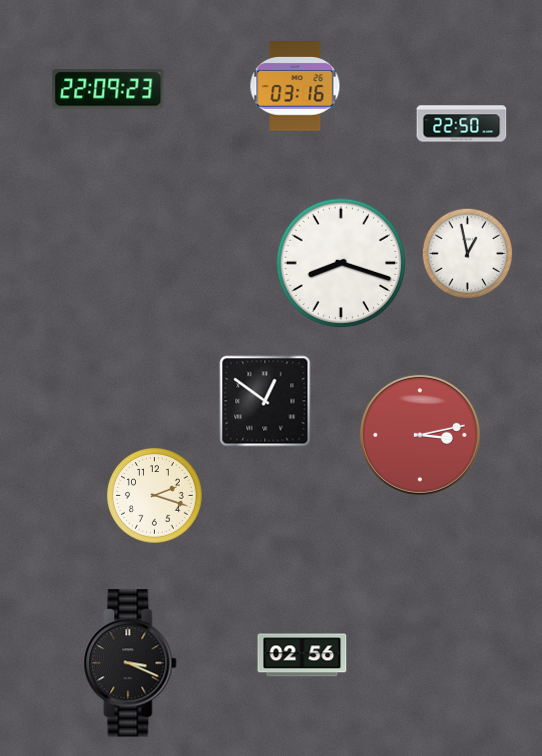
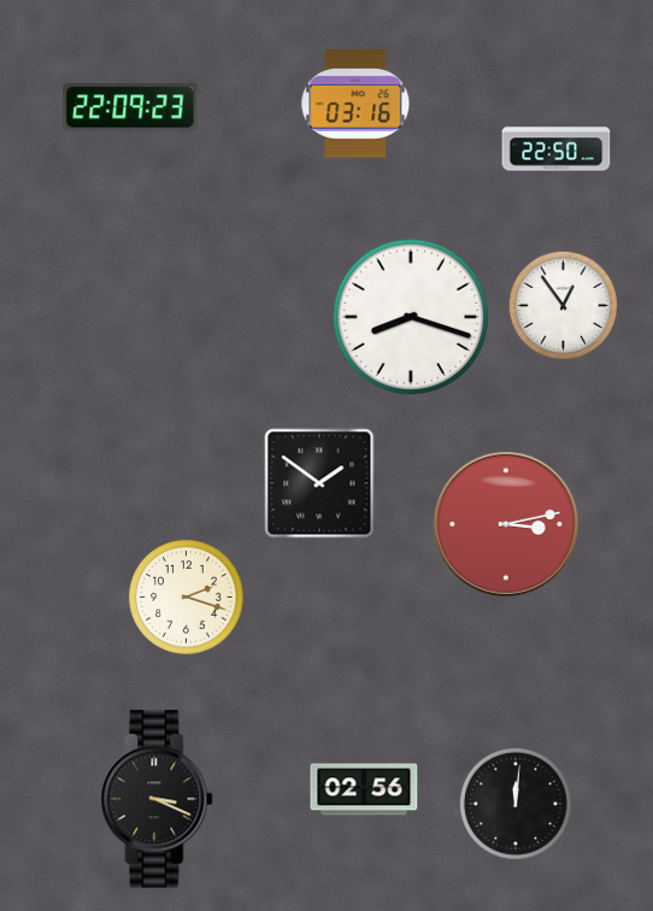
clock at (467, 253): 12:58 -> 12:54
clock at (265, 401): 12:51 -> 1:51
clock at (516, 804): none -> 12:01
